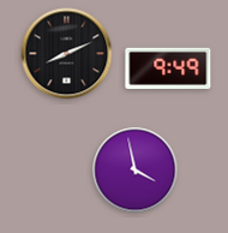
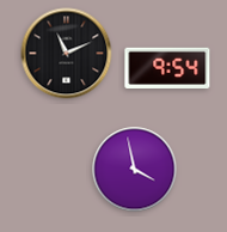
clock at (67, 54): 8:11 -> 11:11
clock at (168, 68): 9:49 -> 9:54
